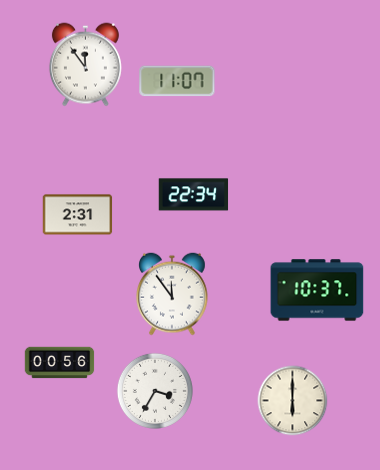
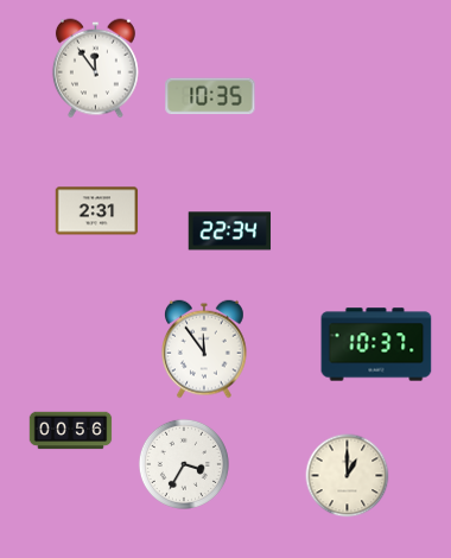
clock at (85, 65) position: (85, 65) -> (95, 69)
clock at (177, 81): 11:07 -> 10:35
clock at (78, 215) position: (78, 215) -> (97, 211)
clock at (293, 401): 6:00 -> 1:00
